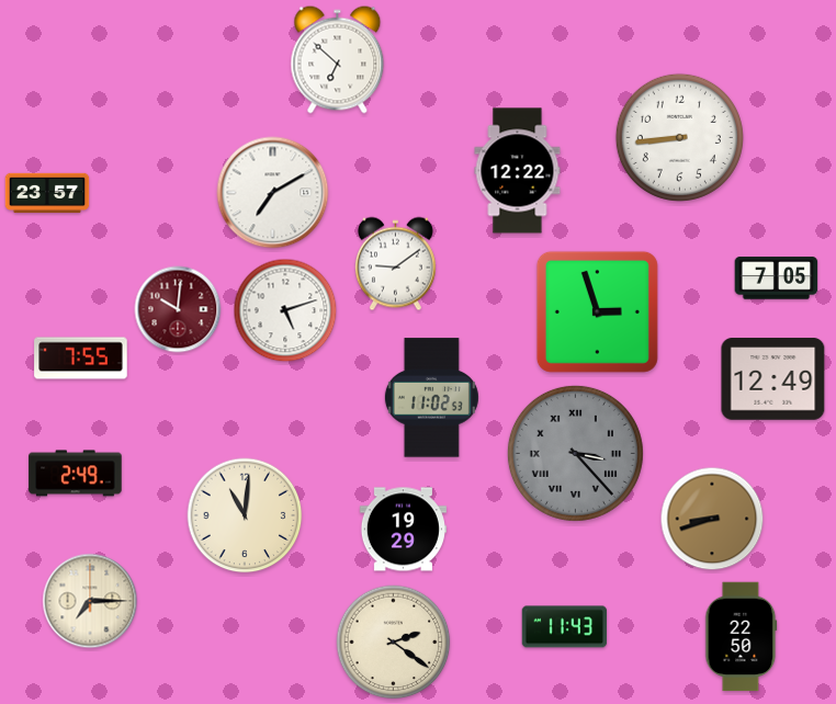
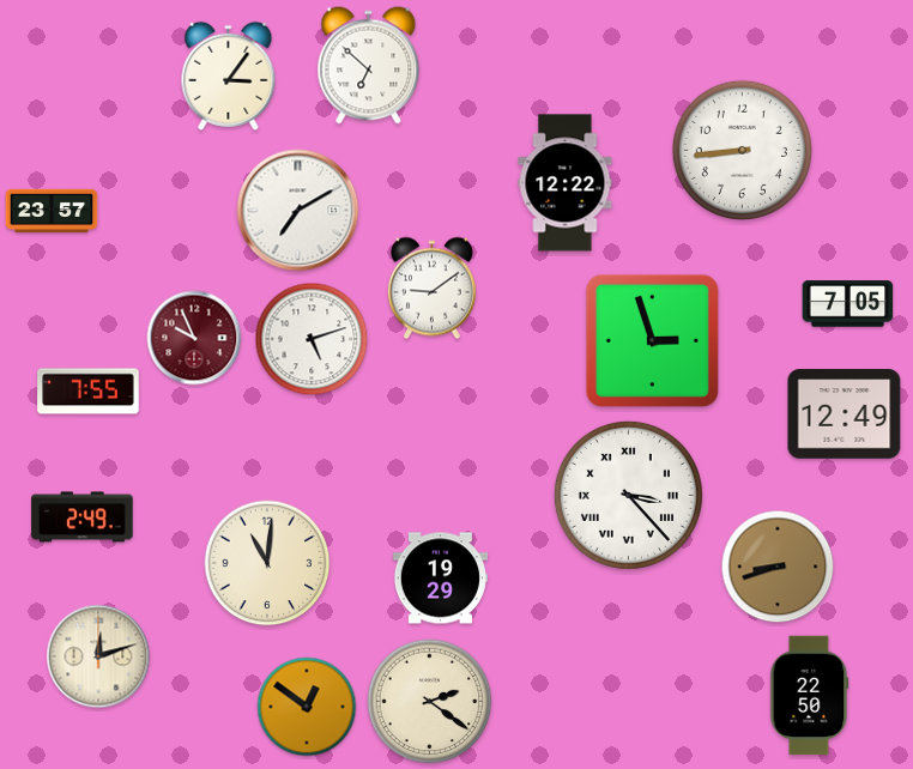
clock at (229, 75): none -> 3:06
clock at (518, 171) position: (518, 171) -> (566, 183)
clock at (178, 309): 10:01 -> 9:56
clock at (431, 398): 11:02 -> none
clock at (575, 453) dial: grey -> white
clock at (90, 601): 7:15 -> 12:12
clock at (565, 627): 11:43 -> none
clock at (307, 707): none -> 12:51
